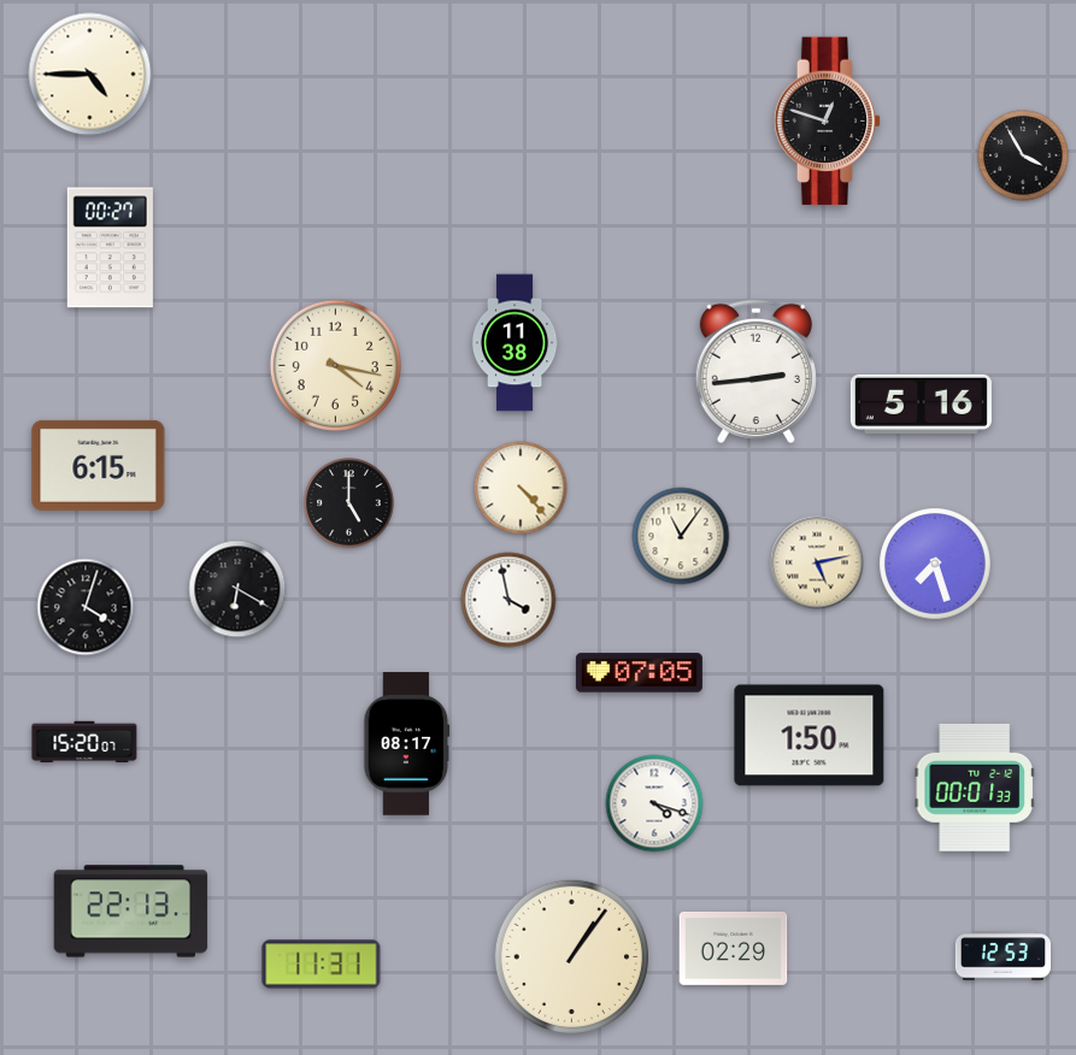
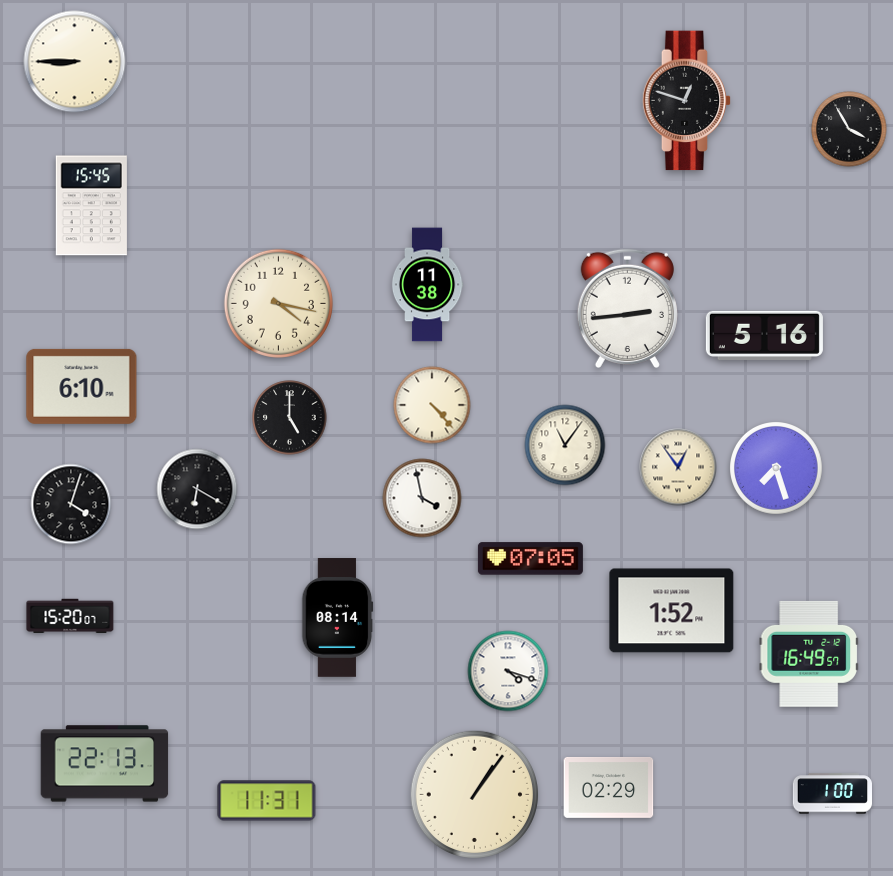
clock at (90, 75): 4:45 -> 8:45
clock at (110, 248): 00:27 -> 15:45
clock at (99, 465): 6:15 -> 6:10
clock at (817, 562): 5:13 -> 12:54
clock at (810, 736): 1:50 -> 1:52
clock at (407, 744): 08:17 -> 08:14
clock at (974, 788): 00:01 -> 16:49
clock at (654, 803) position: (654, 803) -> (508, 671)
clock at (131, 912) position: (131, 912) -> (105, 764)
clock at (1002, 956): 12:53 -> 1:00
